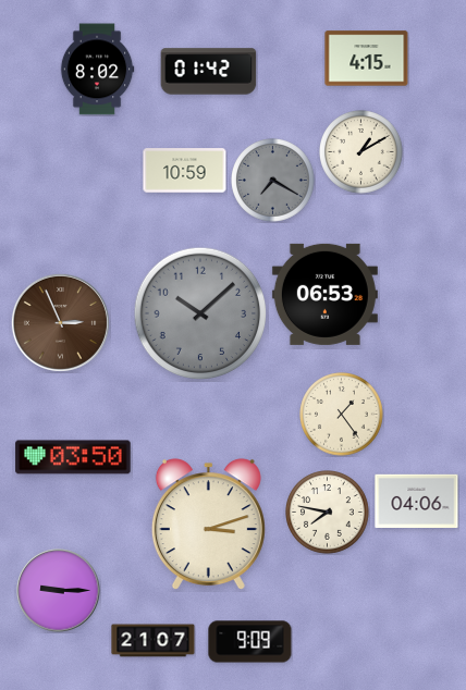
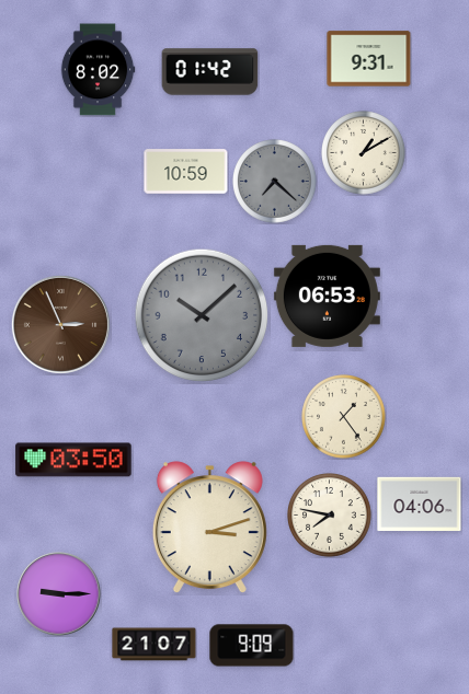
clock at (367, 59): 4:15 -> 9:31
clock at (273, 181): 7:20 -> 7:22
